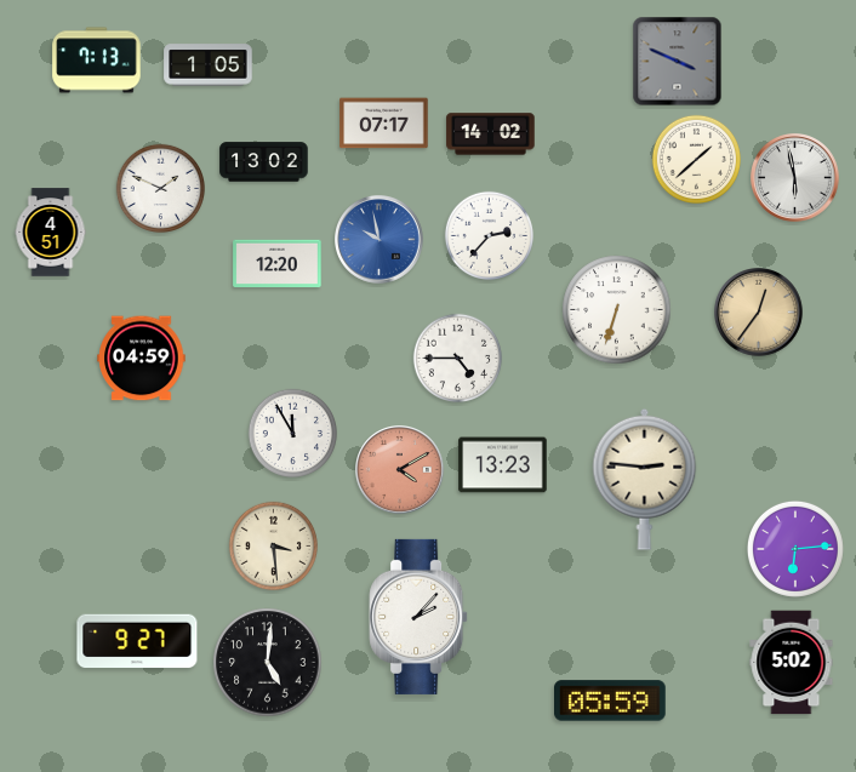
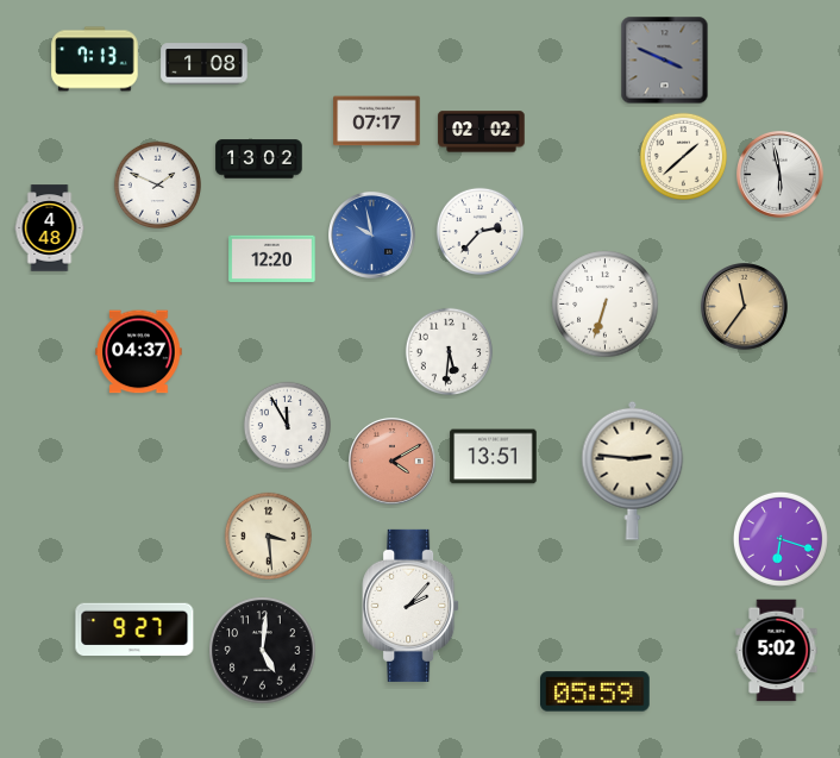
clock at (209, 65): 1:05 -> 1:08
clock at (491, 135): 14:02 -> 02:02
clock at (51, 233): 4:51 -> 4:48
clock at (759, 313): 12:36 -> 11:36
clock at (142, 359): 04:59 -> 04:37
clock at (458, 359): 4:45 -> 5:31
clock at (503, 465): 13:23 -> 13:51
clock at (795, 549): 6:14 -> 6:18
clock at (611, 700) position: (611, 700) -> (596, 691)
